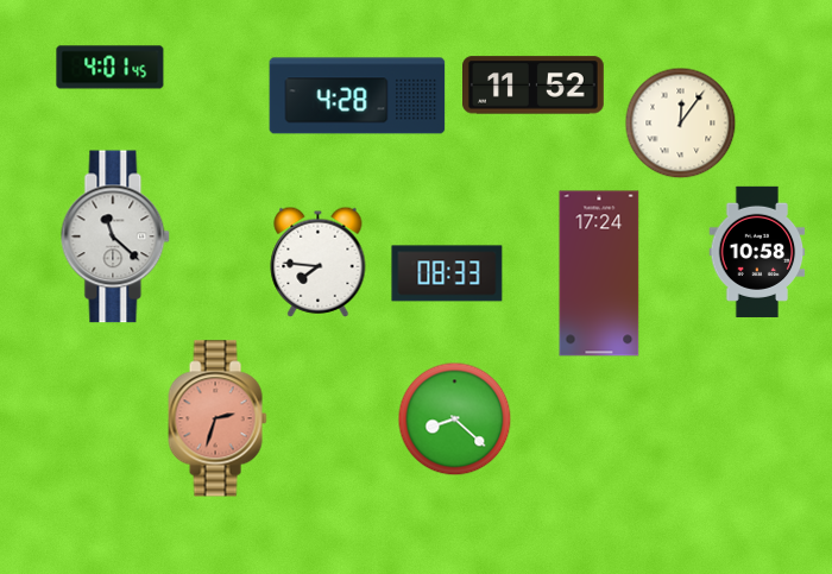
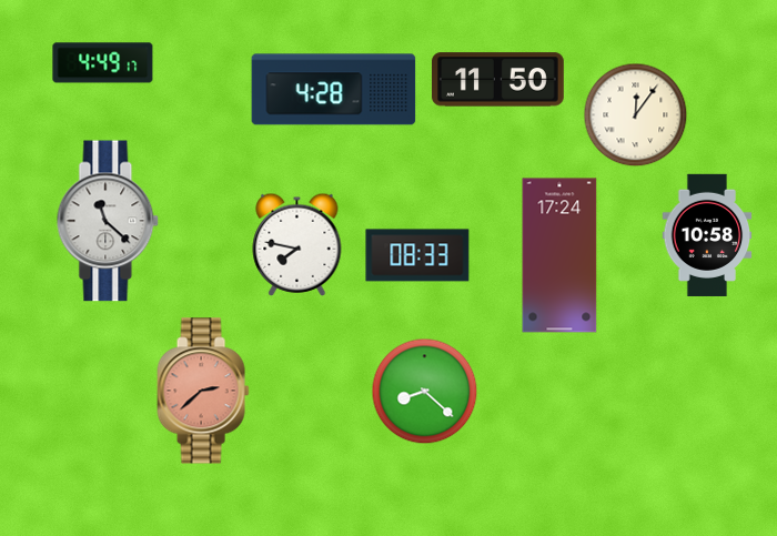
clock at (111, 68): 4:01 -> 4:49
clock at (534, 86): 11:52 -> 11:50
clock at (319, 261): 7:46 -> 7:47
clock at (218, 418): 2:33 -> 2:38
